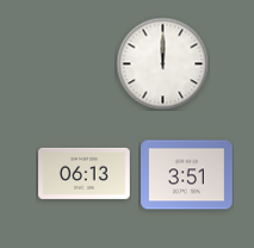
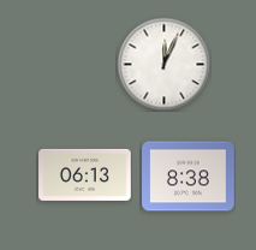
clock at (162, 63): 12:00 -> 12:04
clock at (187, 175): 3:51 -> 8:38
